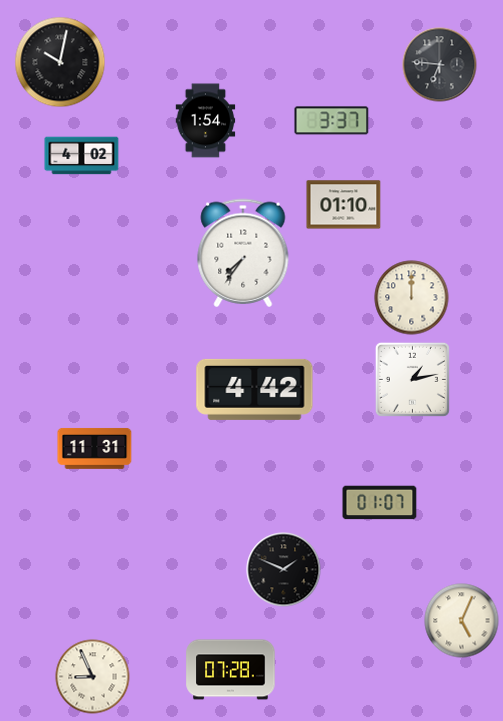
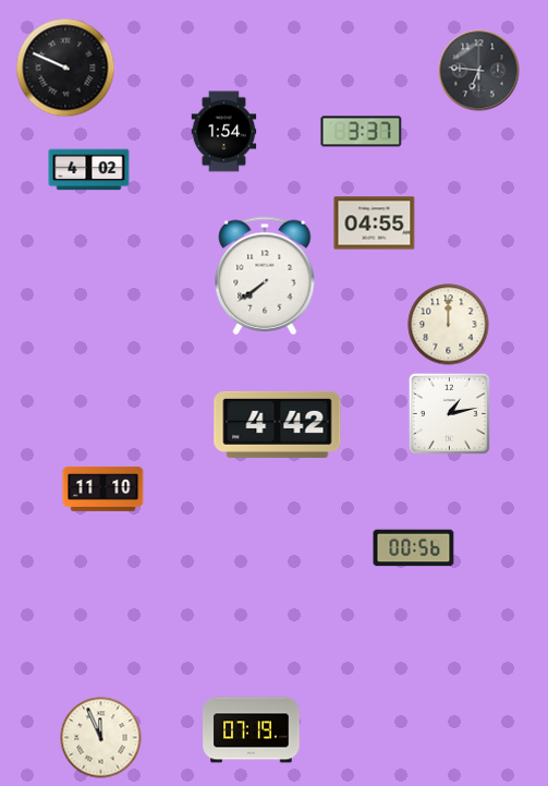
clock at (60, 62): 10:02 -> 9:49
clock at (344, 205): 01:10 -> 04:55
clock at (243, 253): 7:36 -> 7:39
clock at (95, 448): 11:31 -> 11:10
clock at (380, 503): 01:07 -> 00:56
clock at (284, 570): 1:49 -> none
clock at (462, 621): 5:04 -> none
clock at (231, 670): 07:28 -> 07:19
clock at (93, 677): 8:56 -> 11:56
